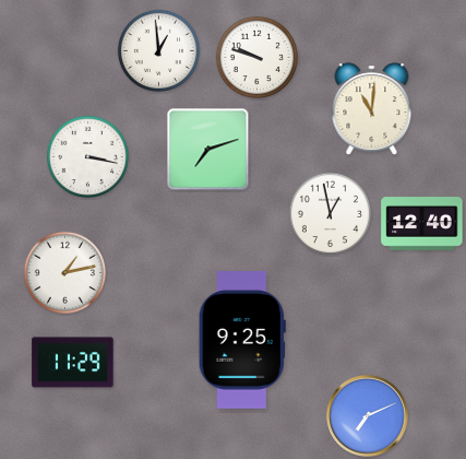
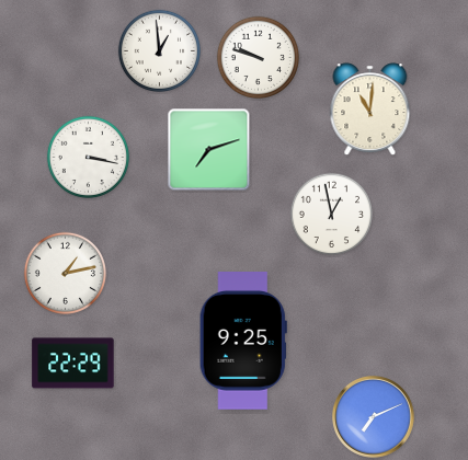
clock at (372, 109) position: (372, 109) -> (370, 110)
clock at (422, 224): 12:40 -> none
clock at (73, 363): 11:29 -> 22:29
clock at (368, 416) position: (368, 416) -> (374, 417)
